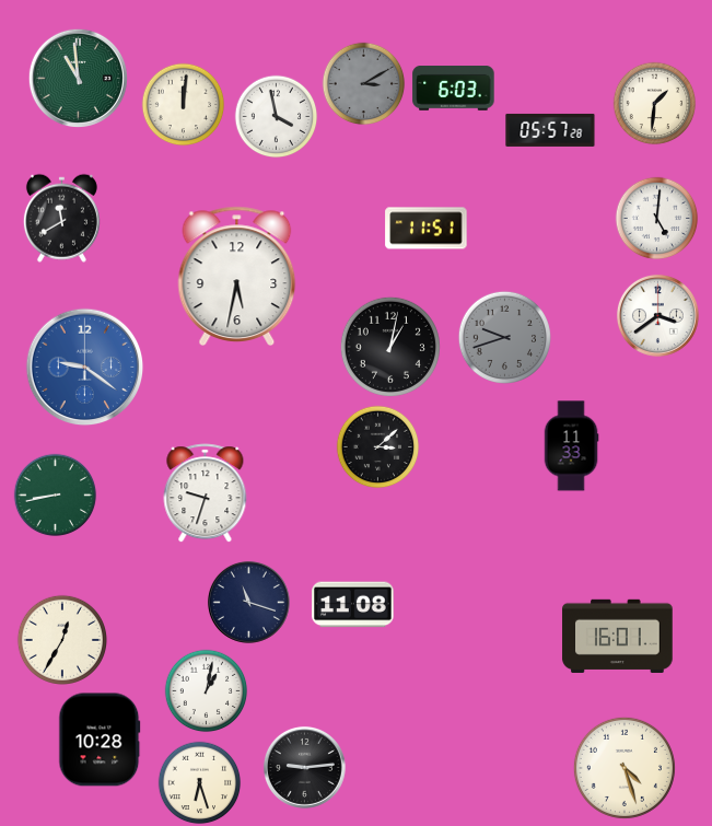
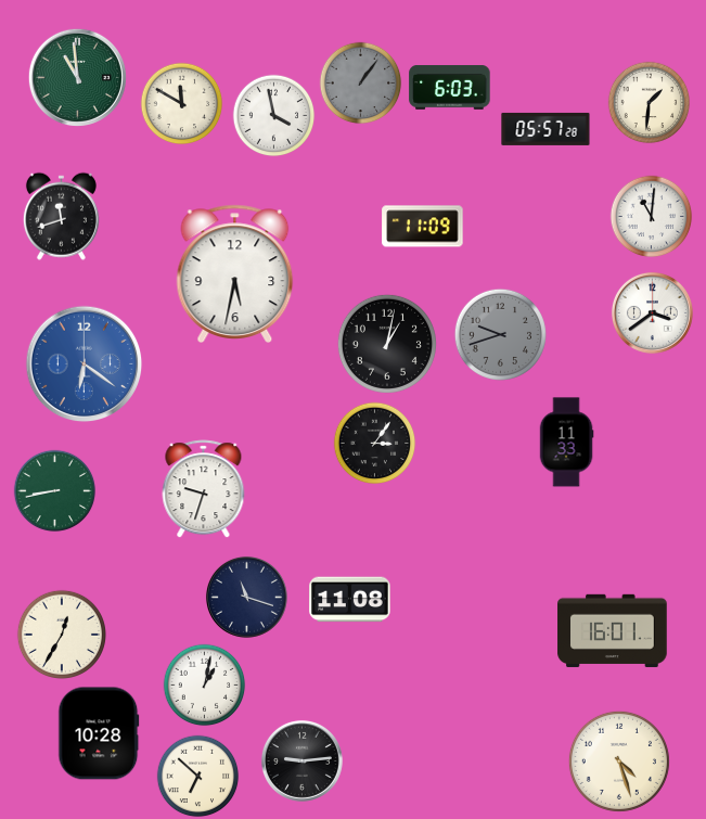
clock at (364, 84): 3:10 -> 1:06
clock at (184, 105): 12:01 -> 11:50
clock at (61, 218): 11:40 -> 11:42
clock at (657, 219): 5:01 -> 11:01
clock at (427, 229): 11:51 -> 11:09
clock at (85, 368): 9:21 -> 6:21
clock at (378, 447): 3:08 -> 3:06
clock at (200, 783): 6:27 -> 6:52
